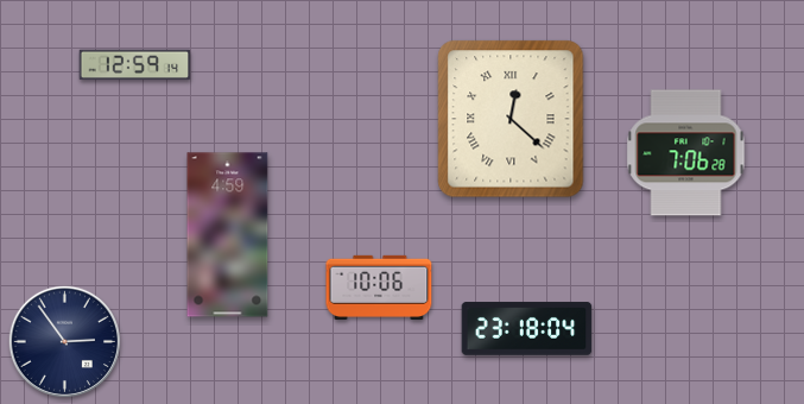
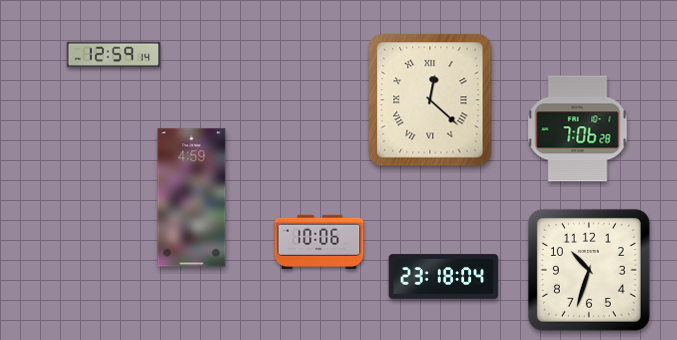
clock at (589, 270): none -> 10:33
clock at (64, 341): 2:54 -> none
